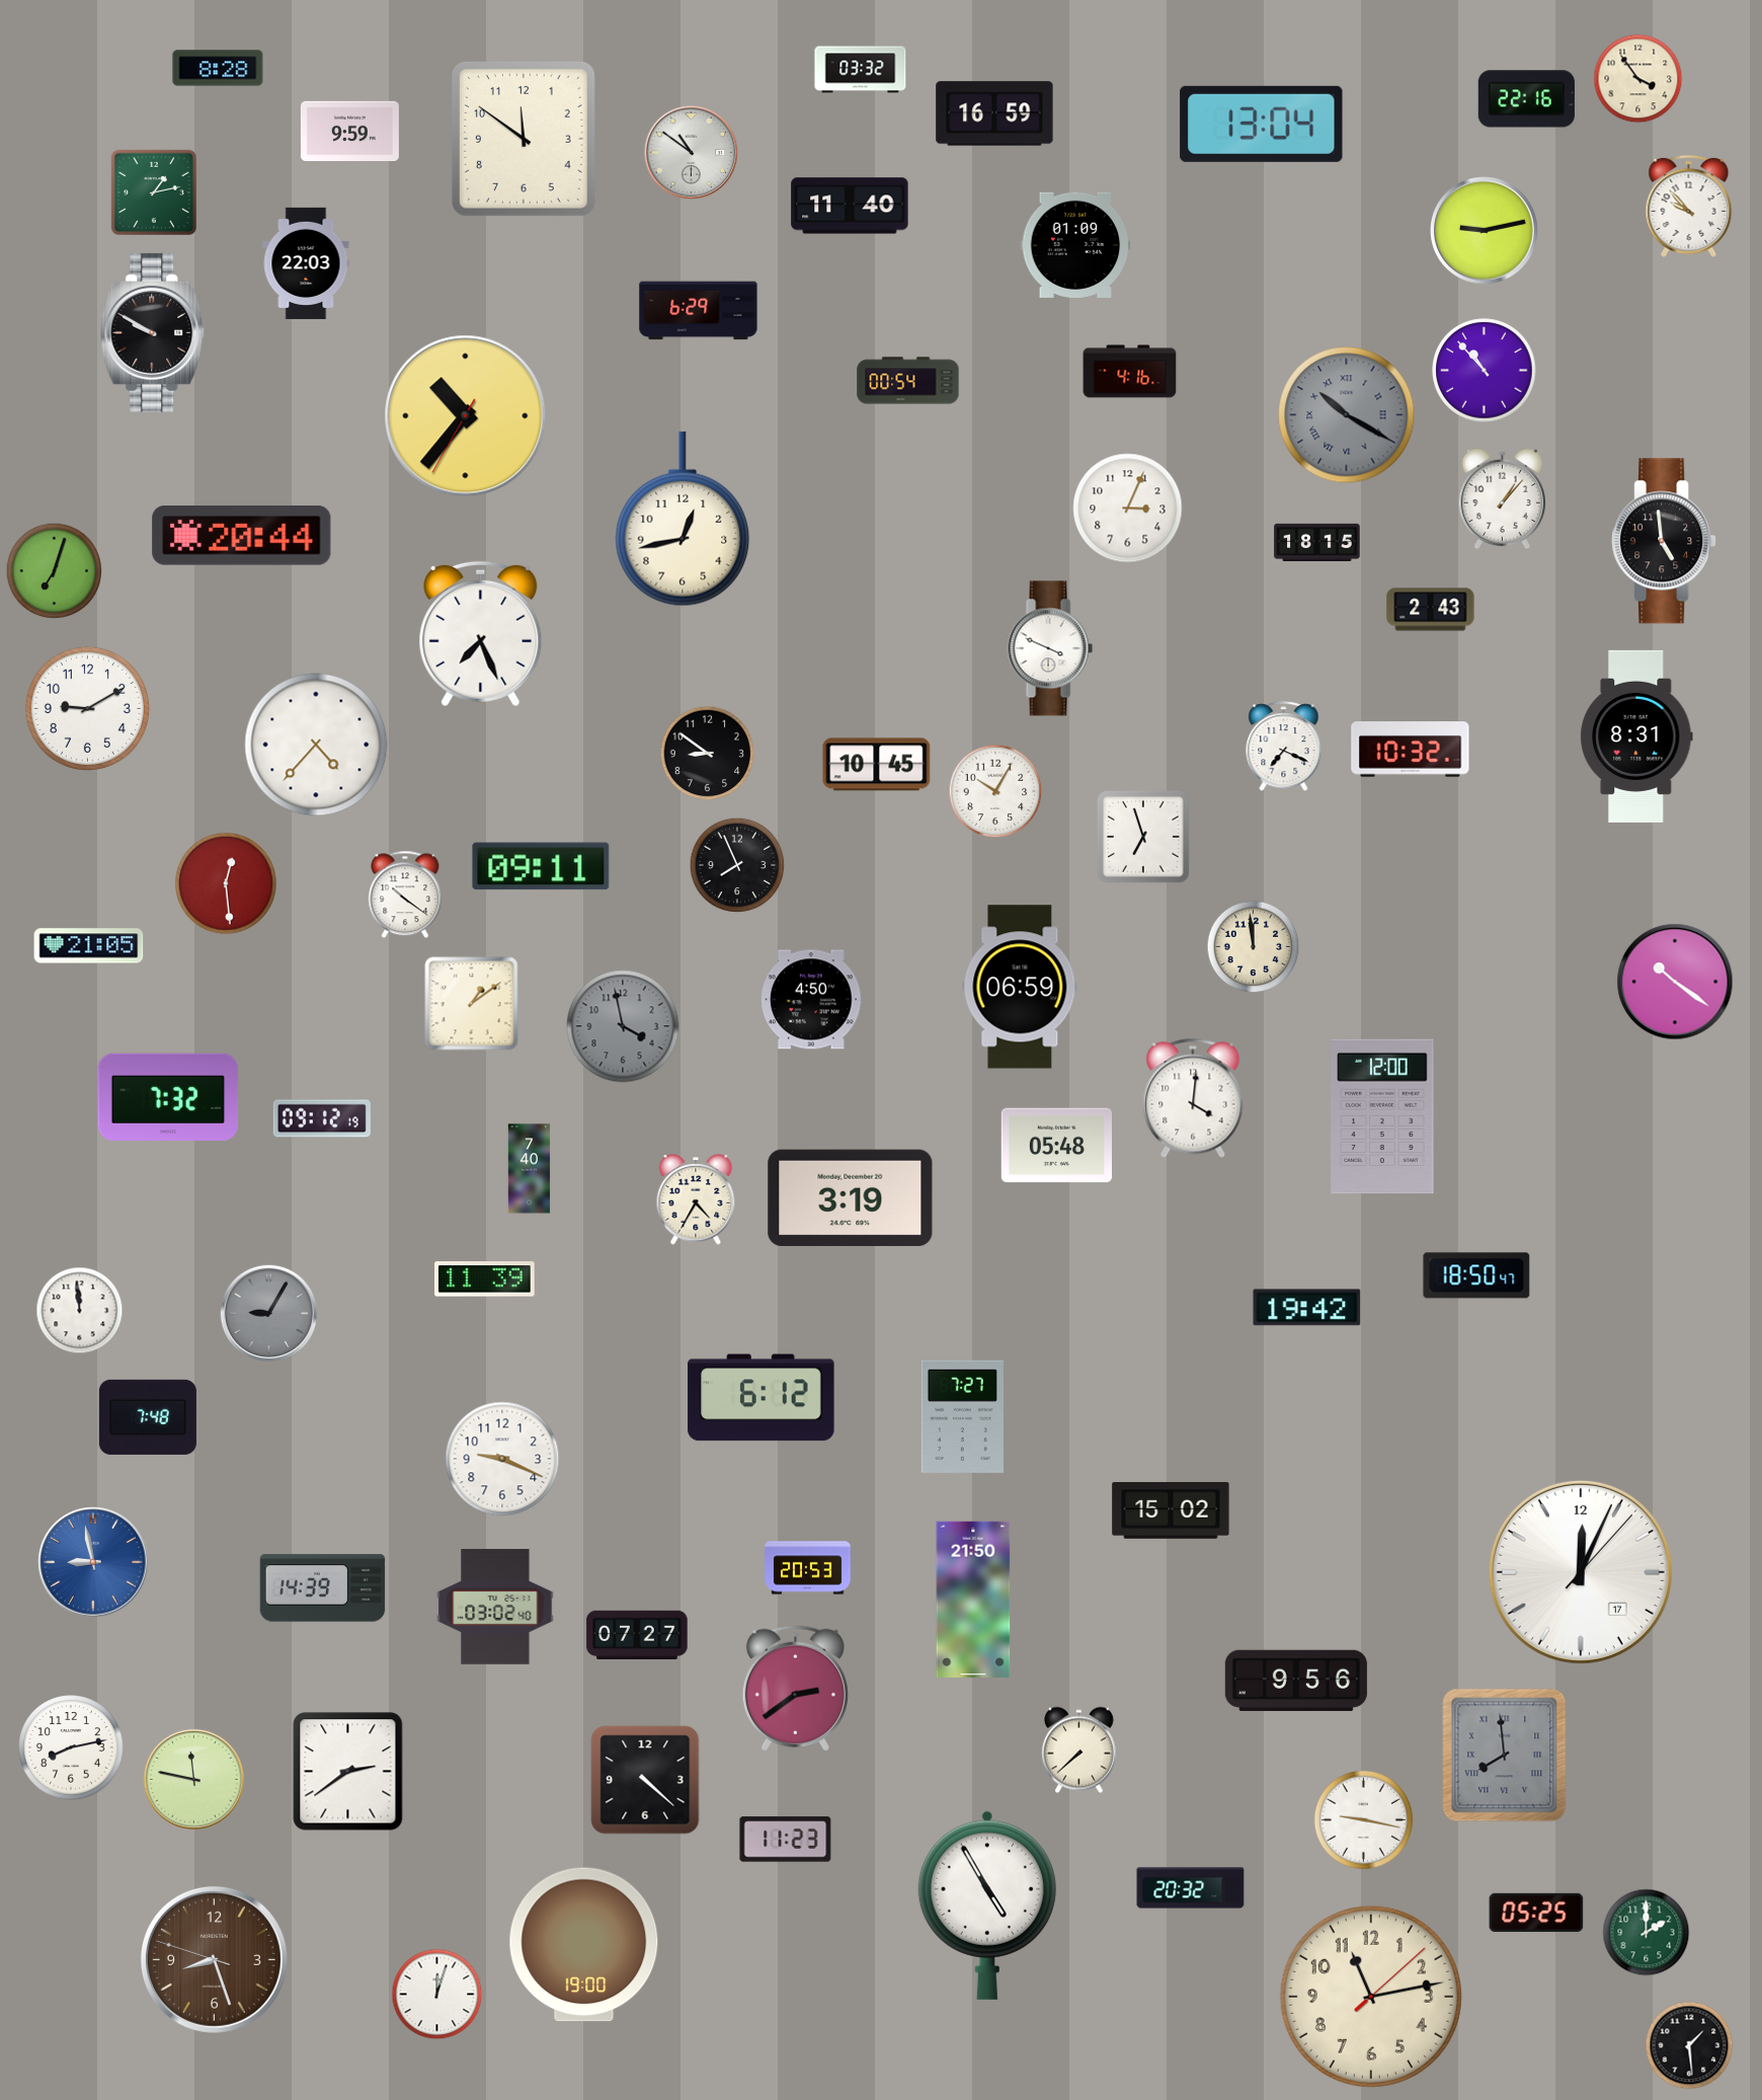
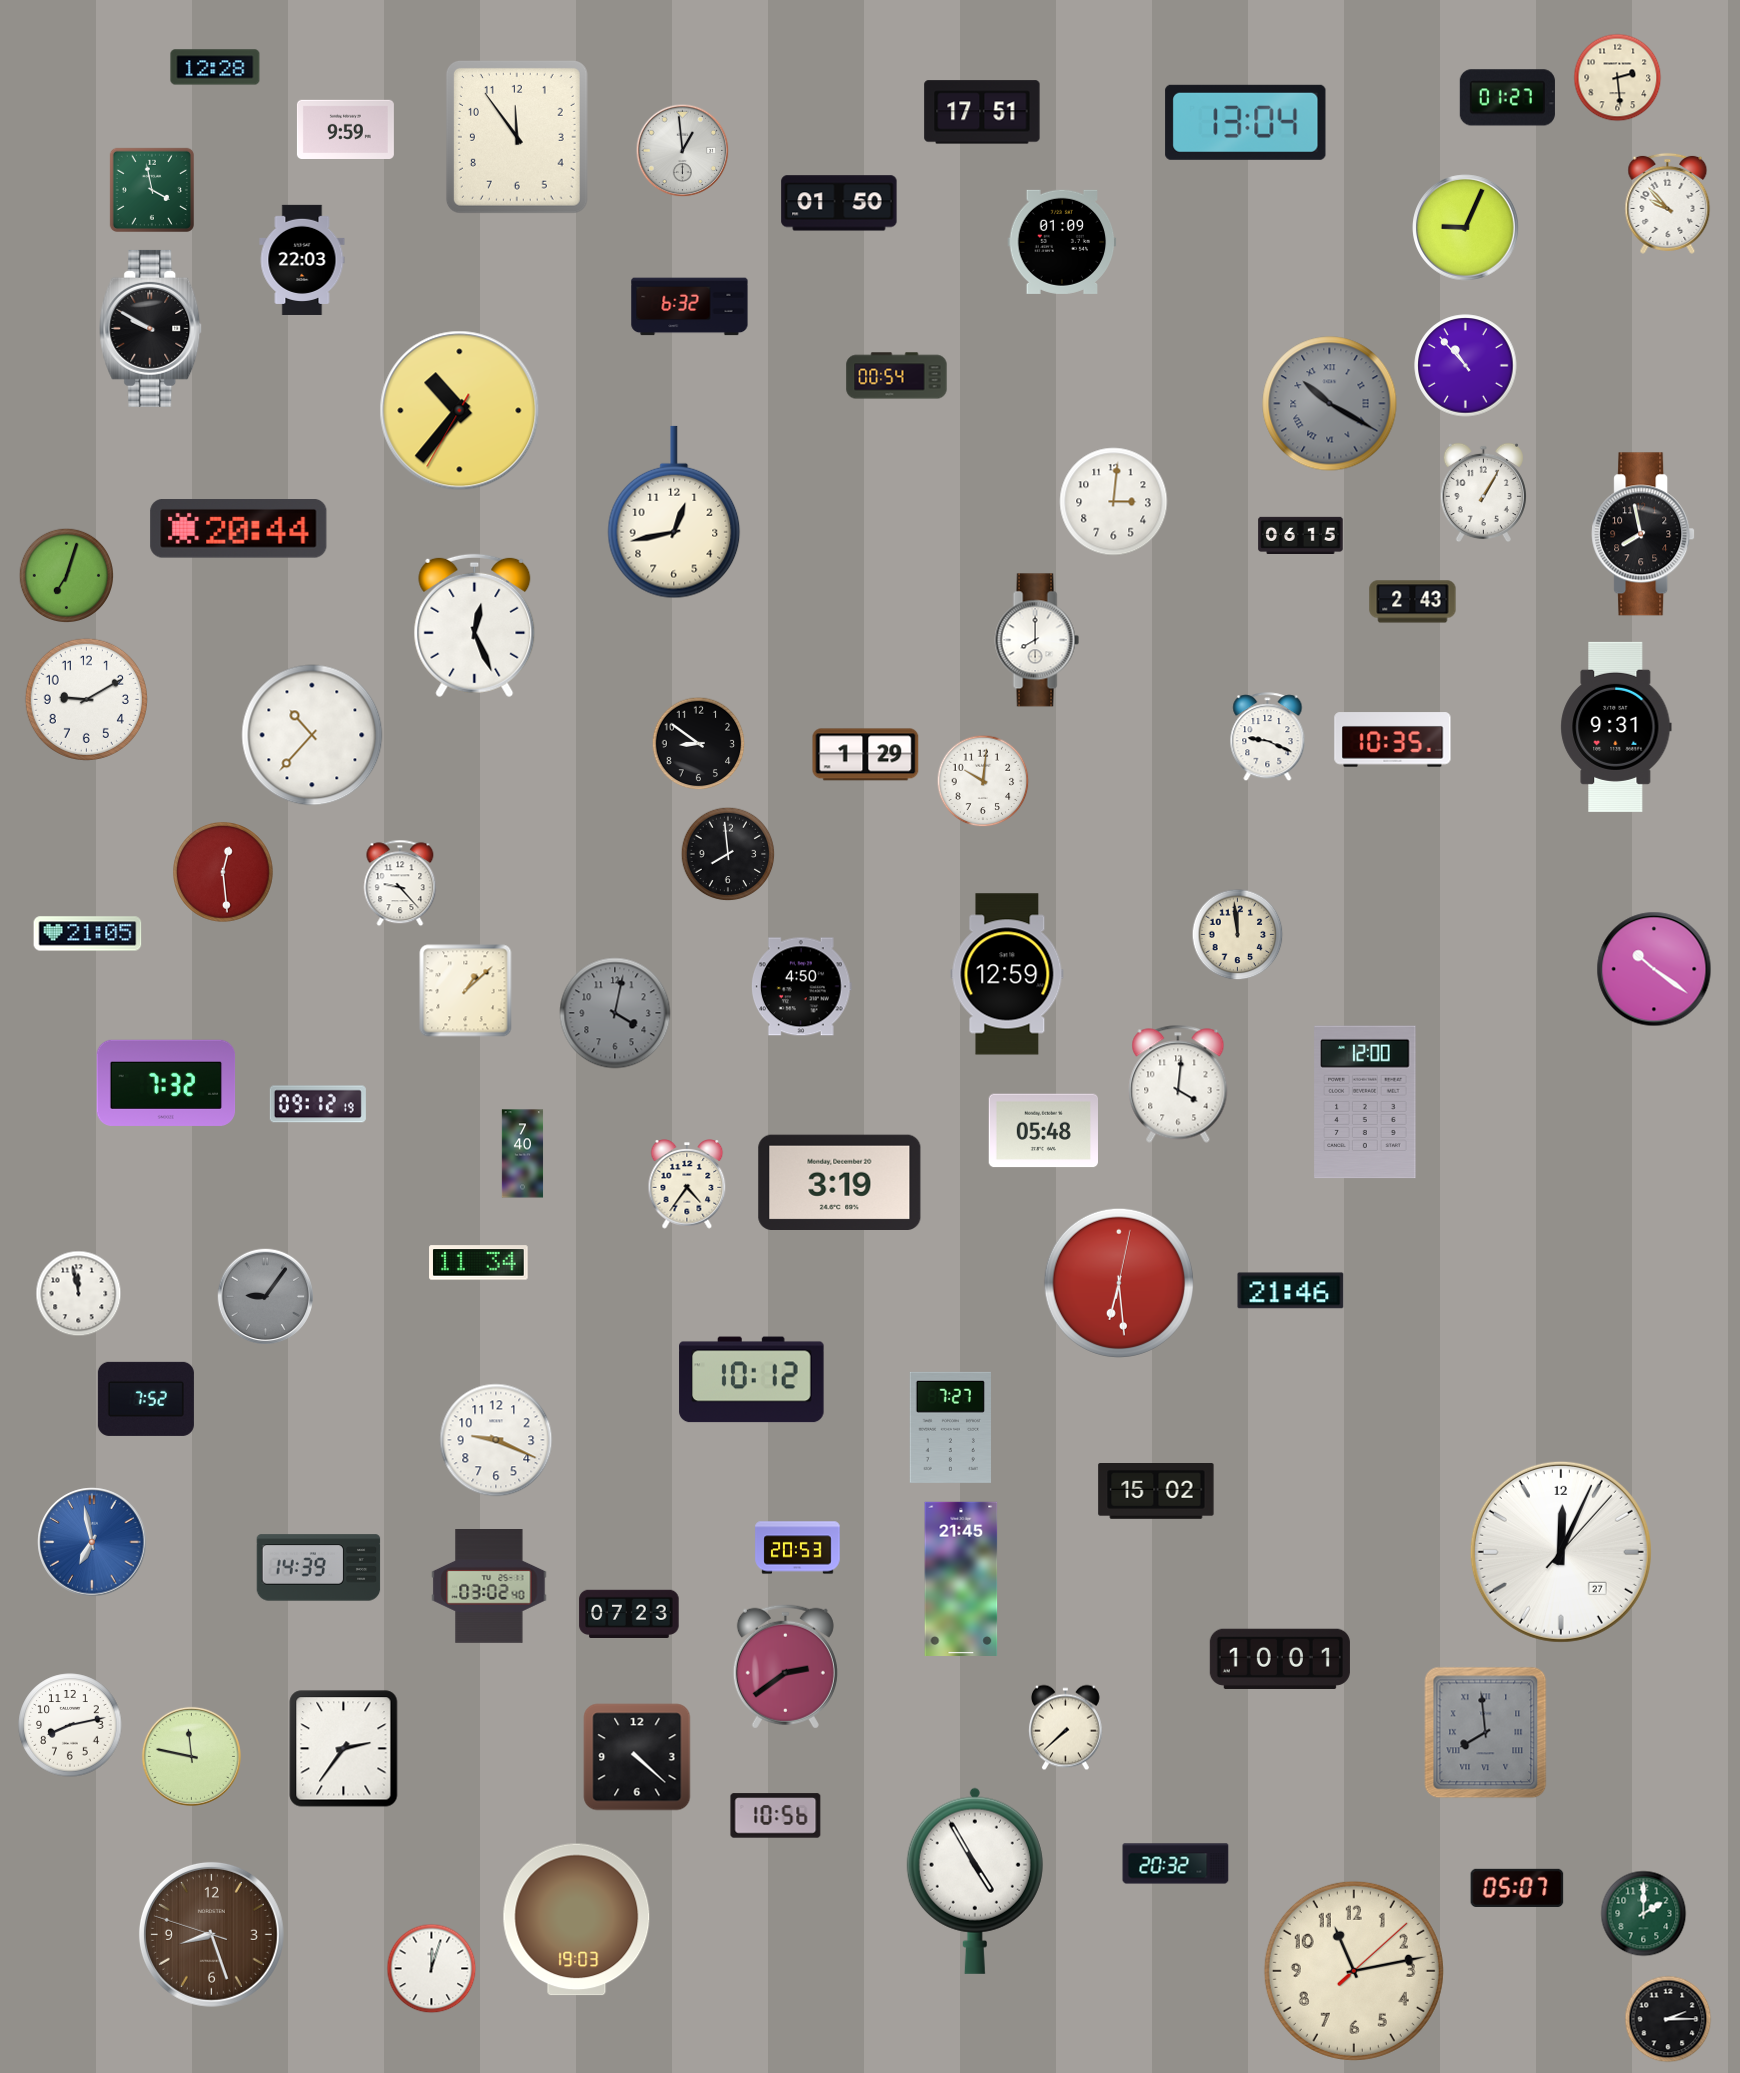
clock at (218, 68): 8:28 -> 12:28
clock at (861, 70): 03:32 -> none
clock at (1638, 79): 3:54 -> 2:29
clock at (1526, 99): 22:16 -> 01:27
clock at (994, 113): 16:59 -> 17:51
clock at (524, 139): 11:51 -> 11:54
clock at (692, 153): 10:51 -> 12:59
clock at (154, 192): 1:13 -> 3:58
clock at (850, 206): 11:40 -> 01:50
clock at (1485, 231): 9:13 -> 9:04
clock at (699, 311): 6:29 -> 6:32
clock at (1130, 372): 4:16 -> none
clock at (1347, 415) position: (1347, 415) -> (1330, 404)
clock at (1502, 499): 1:07 -> 1:05
clock at (1128, 509): 3:04 -> 3:01
clock at (1664, 541): 4:59 -> 7:58
clock at (1317, 542): 18:15 -> 06:15
clock at (54, 570) position: (54, 570) -> (66, 575)
clock at (481, 634): 7:26 -> 12:26
clock at (1050, 648): 3:49 -> 8:00
clock at (1636, 736): 8:31 -> 9:31
clock at (316, 745): 4:37 -> 10:37
clock at (1284, 747): 7:19 -> 9:19
clock at (1411, 750): 10:32 -> 10:35
clock at (877, 765): 10:45 -> 1:29
clock at (995, 791): 10:05 -> 10:01
clock at (1143, 837): 6:57 -> none
clock at (737, 865): 7:56 -> 7:59
clock at (541, 866): 09:11 -> none
clock at (405, 895): 10:21 -> 9:23
clock at (1020, 987): 06:59 -> 12:59
clock at (472, 1004): 1:09 -> 1:08
clock at (623, 1026): 3:58 -> 4:02
clock at (696, 1199): 4:35 -> 4:36
clock at (1476, 1275): 18:50 -> none
clock at (485, 1279): 11:39 -> 11:34
clock at (1119, 1283): none -> 6:29
clock at (1307, 1308): 19:42 -> 21:46
clock at (80, 1311): 11:59 -> 11:58
clock at (268, 1313): 9:05 -> 9:06
clock at (762, 1398): 6:12 -> 10:12
clock at (962, 1416) position: (962, 1416) -> (950, 1427)
clock at (148, 1417): 7:48 -> 7:52
clock at (93, 1562): 8:58 -> 6:58
clock at (1581, 1572) date: 17 -> 27
clock at (973, 1599): 21:50 -> 21:45
clock at (637, 1634): 07:27 -> 07:23
clock at (1296, 1680): 9:56 -> 10:01
clock at (348, 1772): 2:39 -> 2:36
clock at (1363, 1819): 9:17 -> none
clock at (786, 1840): 11:23 -> 10:56
clock at (1536, 1913): 05:25 -> 05:07
clock at (1647, 1933) position: (1647, 1933) -> (1644, 1914)
clock at (584, 1945): 19:00 -> 19:03
clock at (1689, 2045): 1:29 -> 2:15
